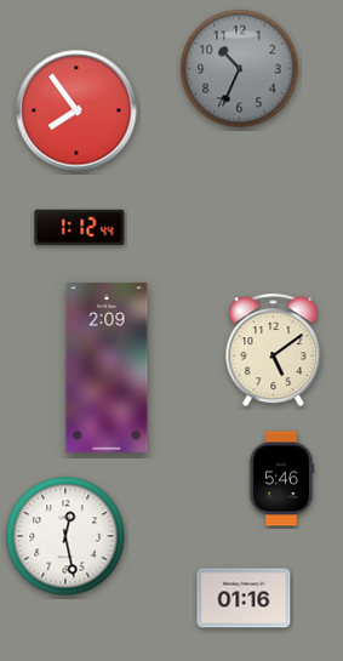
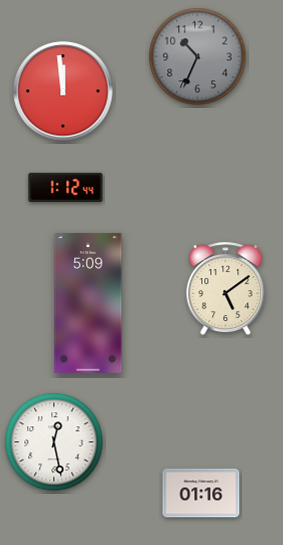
clock at (76, 110): 7:54 -> 11:59
clock at (107, 367): 2:09 -> 5:09
clock at (281, 479): 5:46 -> none
